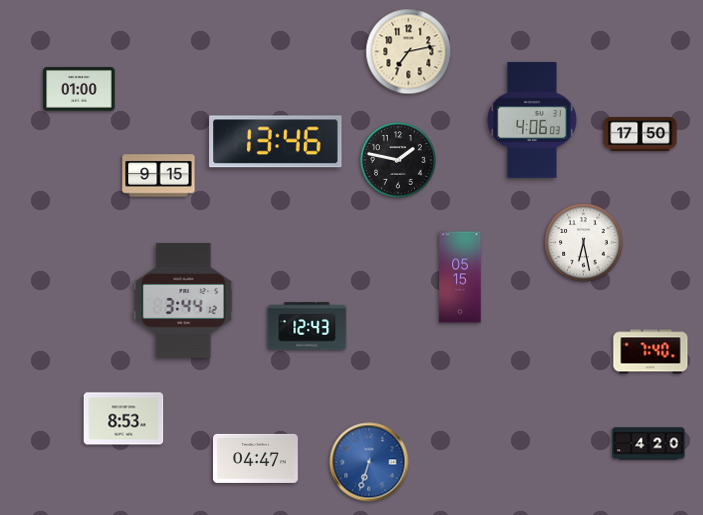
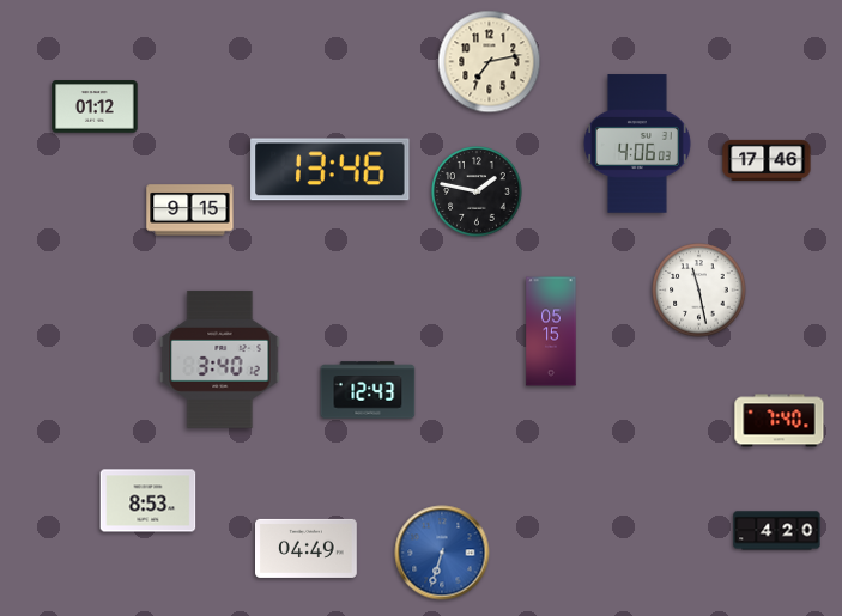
clock at (79, 89): 01:00 -> 01:12
clock at (640, 134): 17:50 -> 17:46
clock at (584, 243): 6:28 -> 11:28
clock at (184, 300): 3:44 -> 3:40
clock at (256, 458): 04:47 -> 04:49
